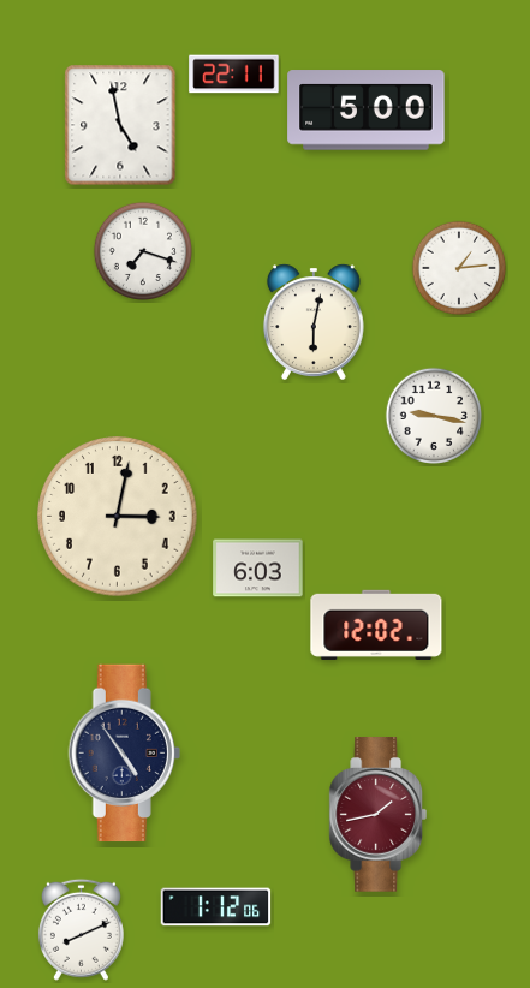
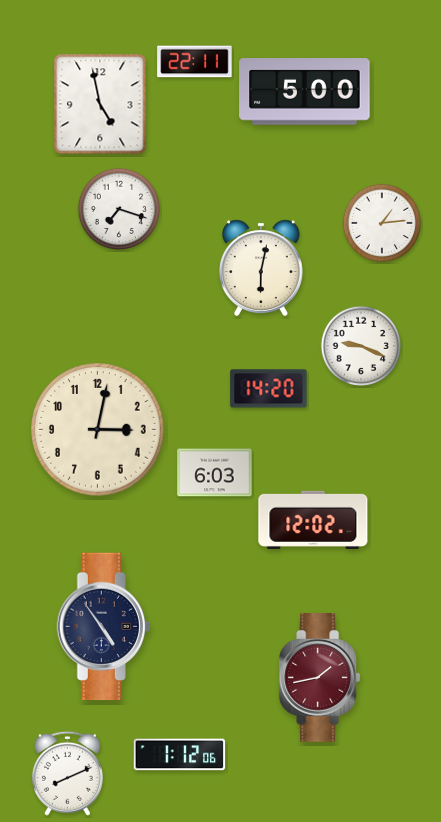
clock at (433, 415): 9:17 -> 9:19
clock at (269, 389): none -> 14:20
clock at (377, 815) position: (377, 815) -> (319, 678)
